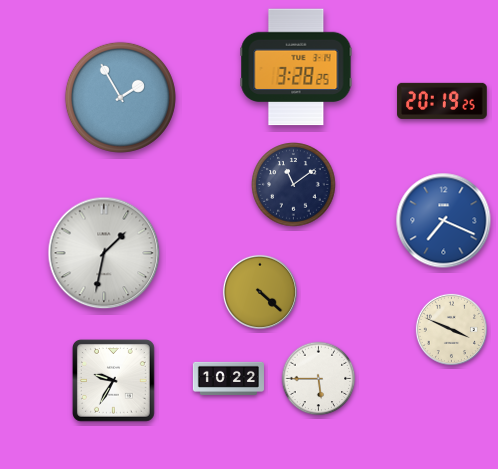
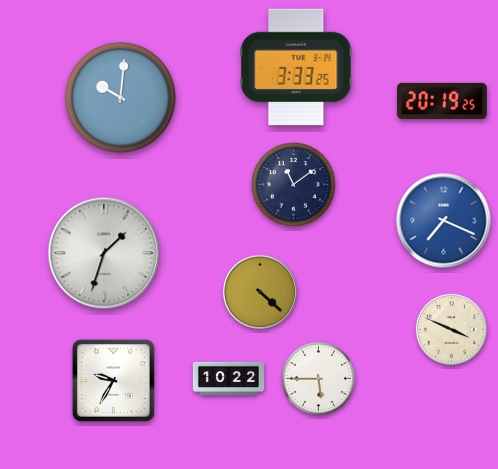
clock at (296, 67): 3:28 -> 3:33
clock at (120, 97): 1:55 -> 10:01
clock at (104, 253): 1:32 -> 1:33
